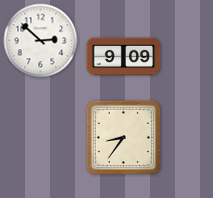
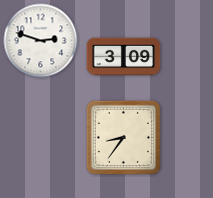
clock at (41, 41): 2:52 -> 2:48
clock at (124, 57): 9:09 -> 3:09
